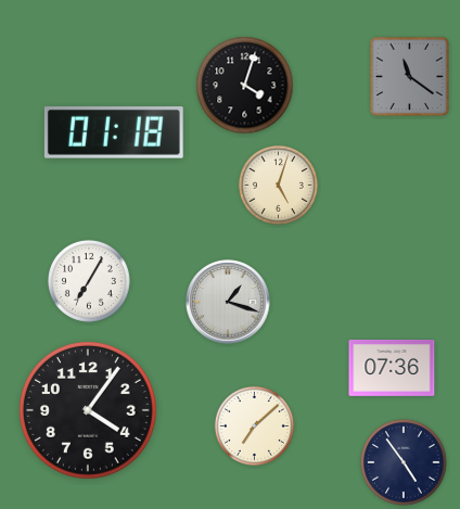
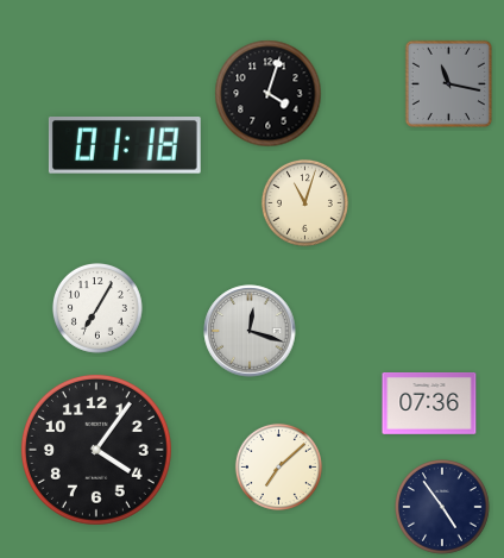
clock at (409, 76): 11:21 -> 11:17
clock at (278, 184): 5:03 -> 11:03
clock at (228, 302): 1:18 -> 12:18
